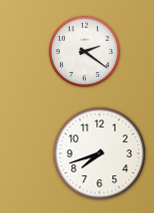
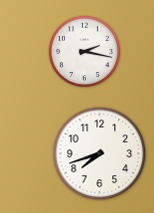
clock at (85, 52): 2:21 -> 2:17
